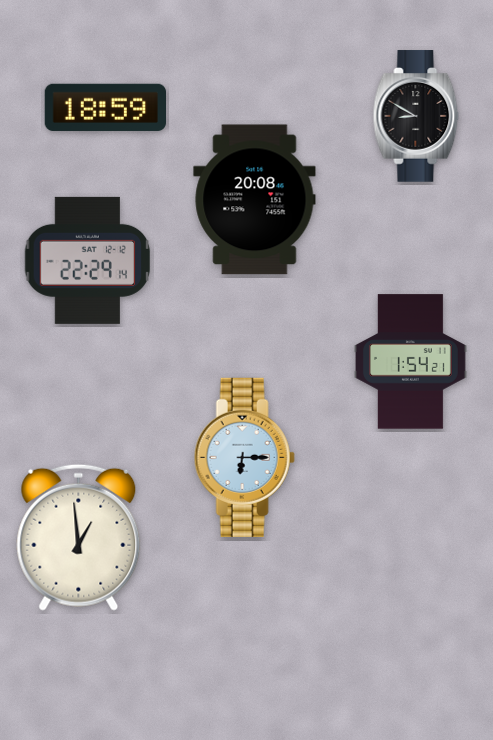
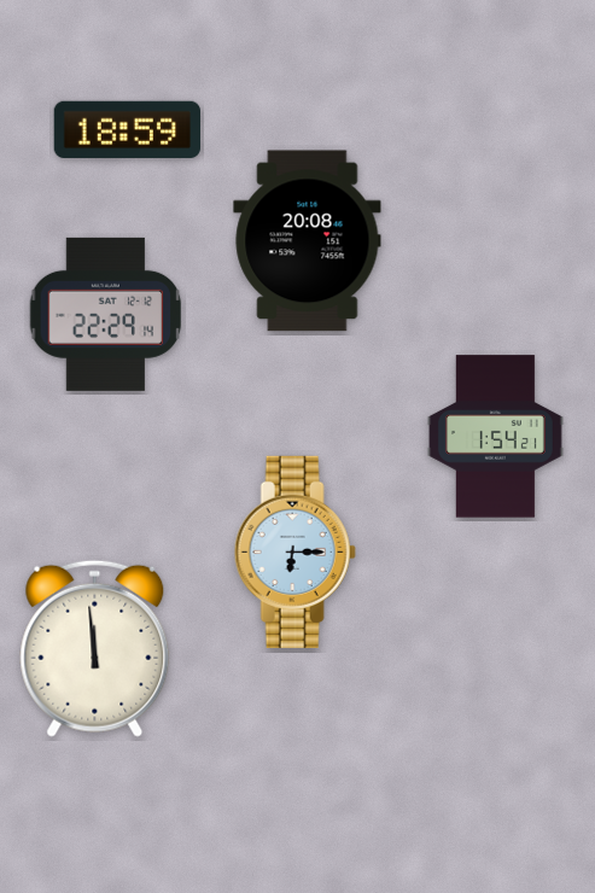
clock at (416, 116): 8:50 -> none
clock at (79, 537): 12:59 -> 11:59
